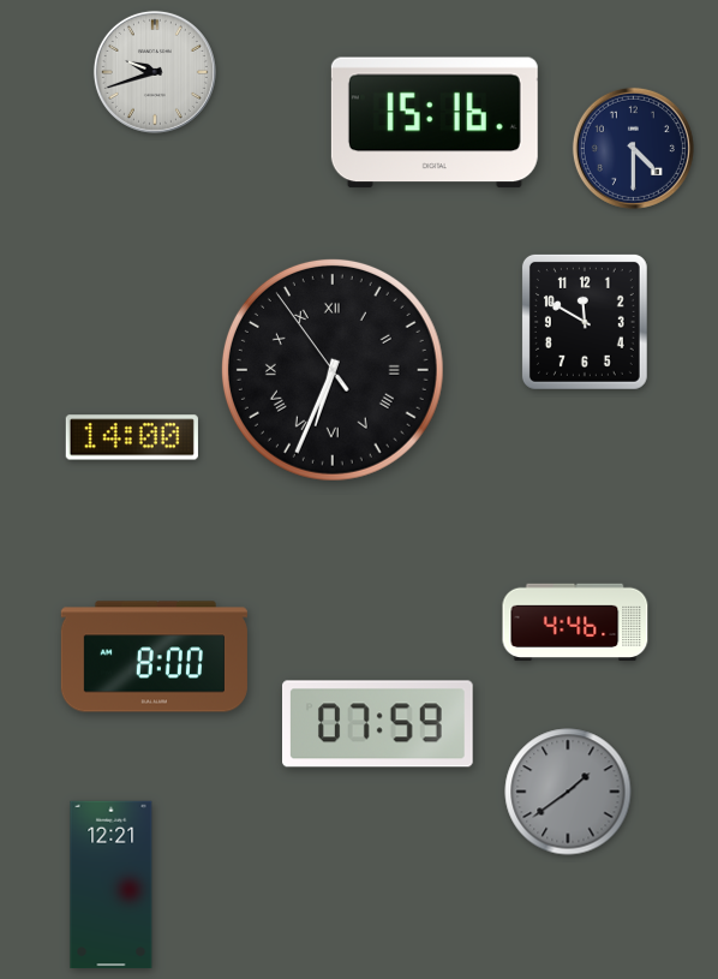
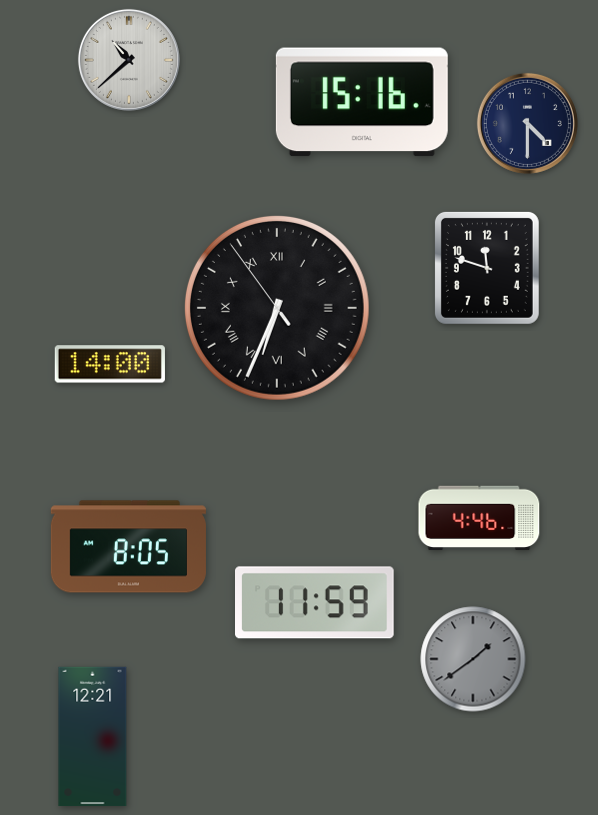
clock at (155, 72): 9:42 -> 10:38
clock at (585, 322): 11:50 -> 11:48
clock at (154, 657): 8:00 -> 8:05
clock at (378, 724): 07:59 -> 11:59
